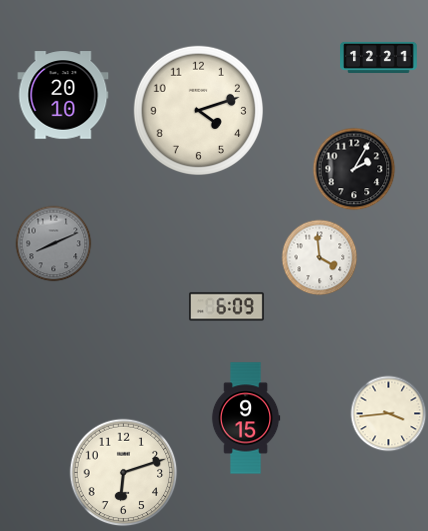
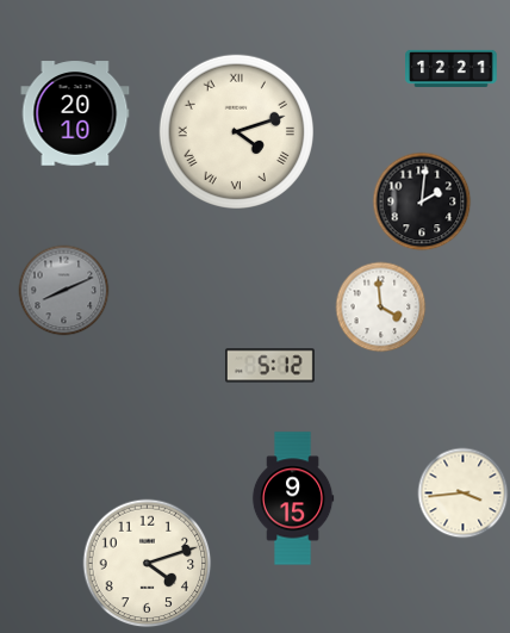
clock at (198, 110) numerals: Arabic -> Roman
clock at (354, 169): 2:05 -> 2:01
clock at (226, 307): 6:09 -> 5:12
clock at (124, 473): 6:12 -> 4:12
